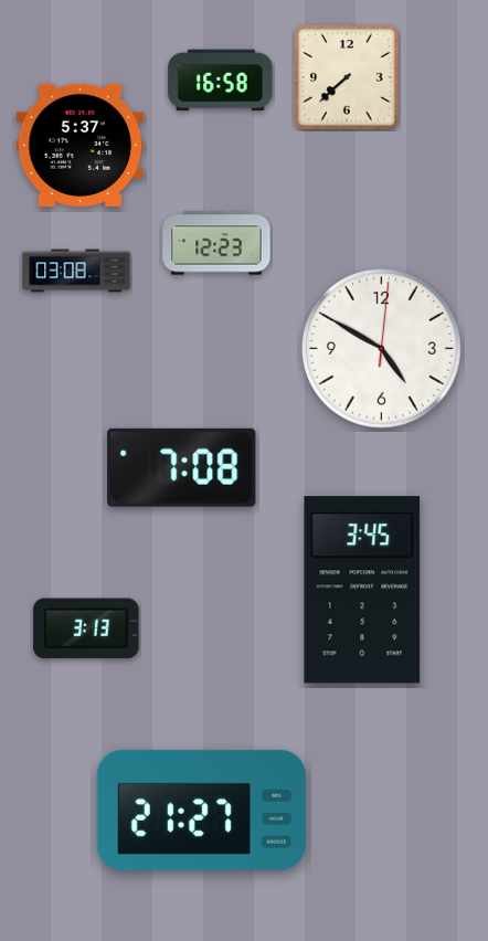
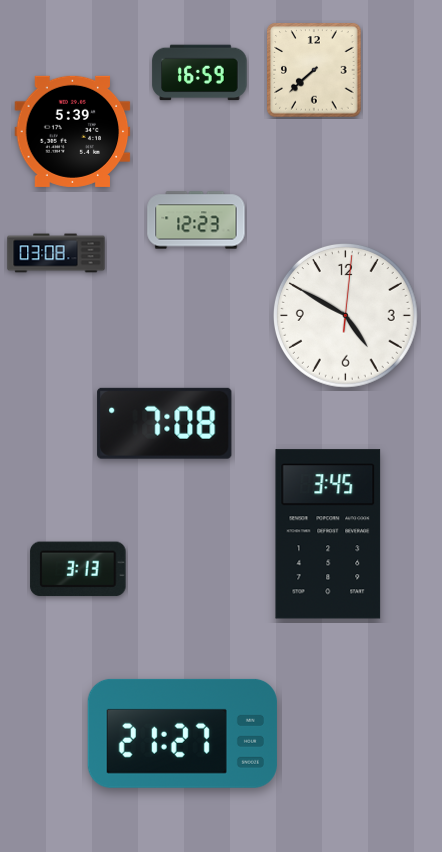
clock at (221, 81): 16:58 -> 16:59
clock at (81, 145): 5:37 -> 5:39
clock at (76, 271) position: (76, 271) -> (56, 253)
